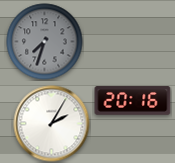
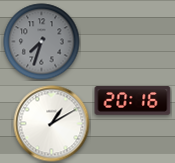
clock at (45, 42) position: (45, 42) -> (42, 42)
clock at (52, 124): 2:05 -> 1:10
